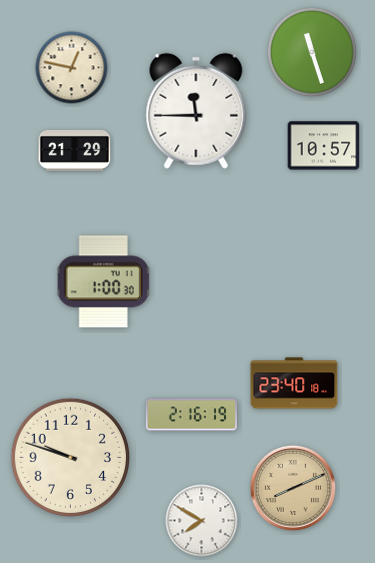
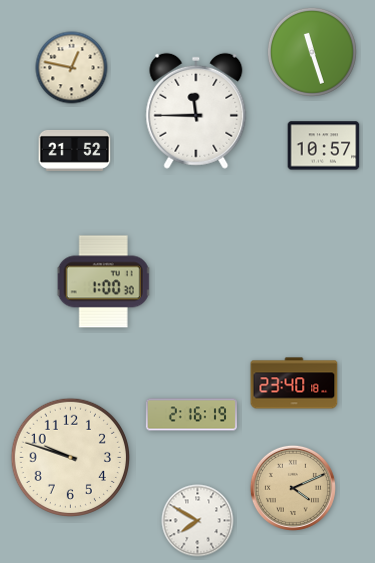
clock at (75, 150): 21:29 -> 21:52
clock at (293, 488): 8:11 -> 4:11
clock at (202, 521) position: (202, 521) -> (198, 521)
